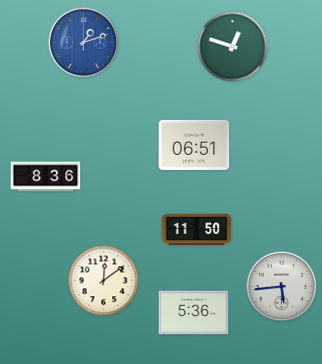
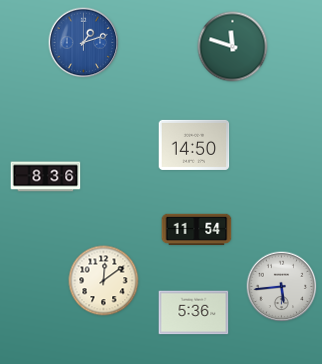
clock at (233, 47): 12:48 -> 11:48
clock at (194, 145): 06:51 -> 14:50
clock at (197, 230): 11:50 -> 11:54
